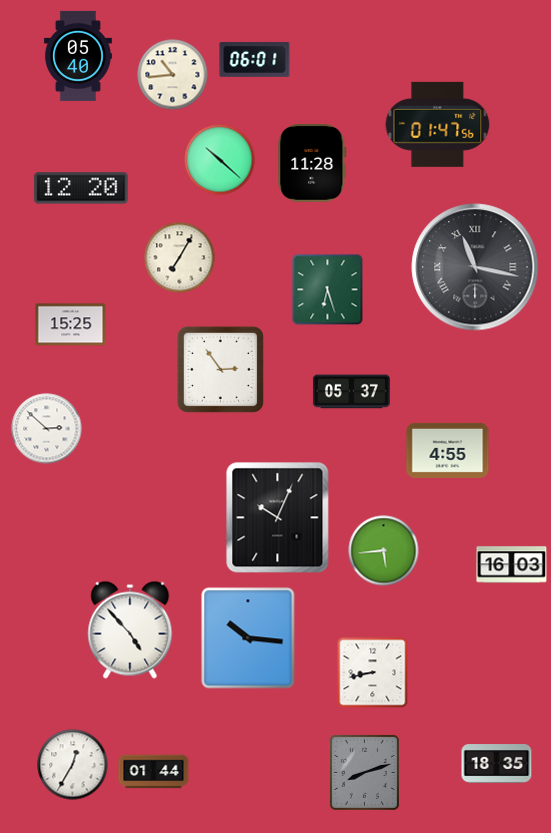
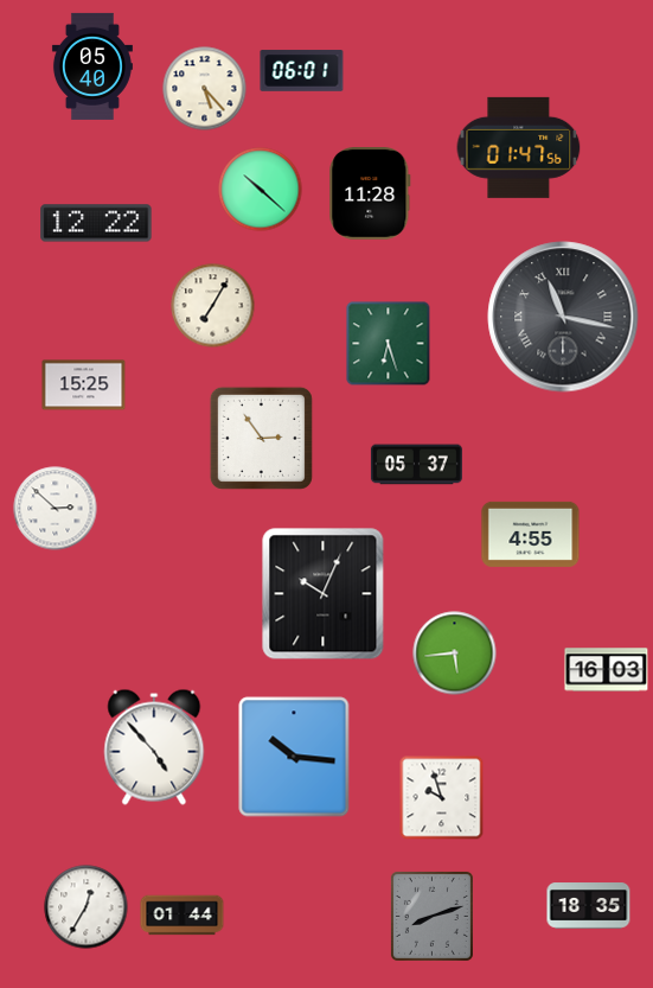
clock at (173, 75): 10:44 -> 5:23
clock at (81, 188): 12:20 -> 12:22
clock at (278, 518) position: (278, 518) -> (324, 594)
clock at (373, 673): 8:43 -> 9:57
